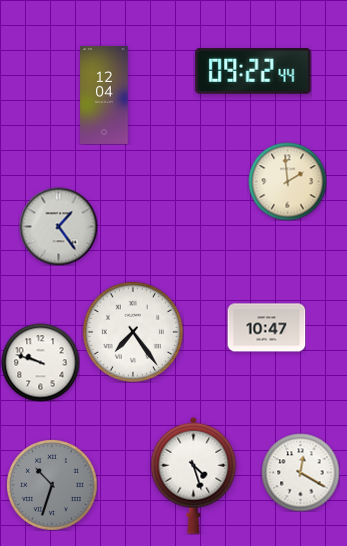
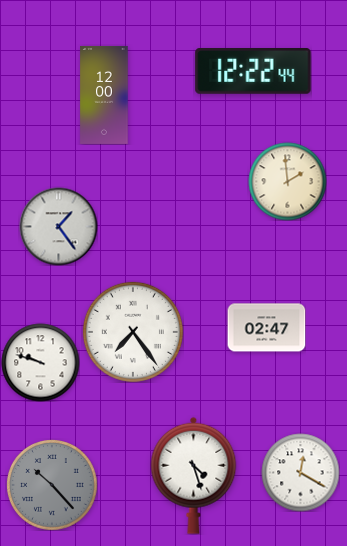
clock at (253, 72): 09:22 -> 12:22
clock at (104, 95): 12:04 -> 12:00
clock at (266, 328): 10:47 -> 02:47
clock at (52, 485): 10:33 -> 10:23
